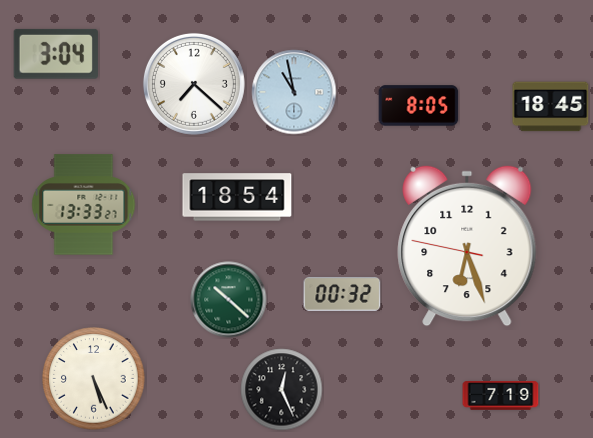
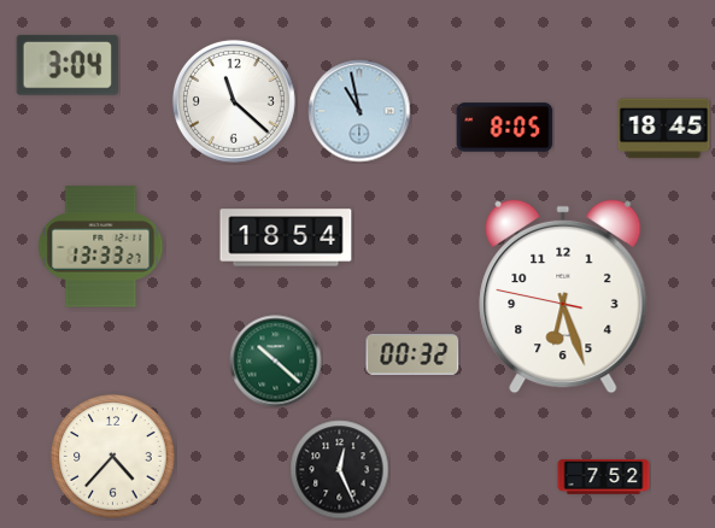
clock at (194, 84): 7:22 -> 11:22
clock at (294, 92) position: (294, 92) -> (359, 111)
clock at (94, 379): 5:26 -> 4:37
clock at (501, 396): 7:19 -> 7:52
